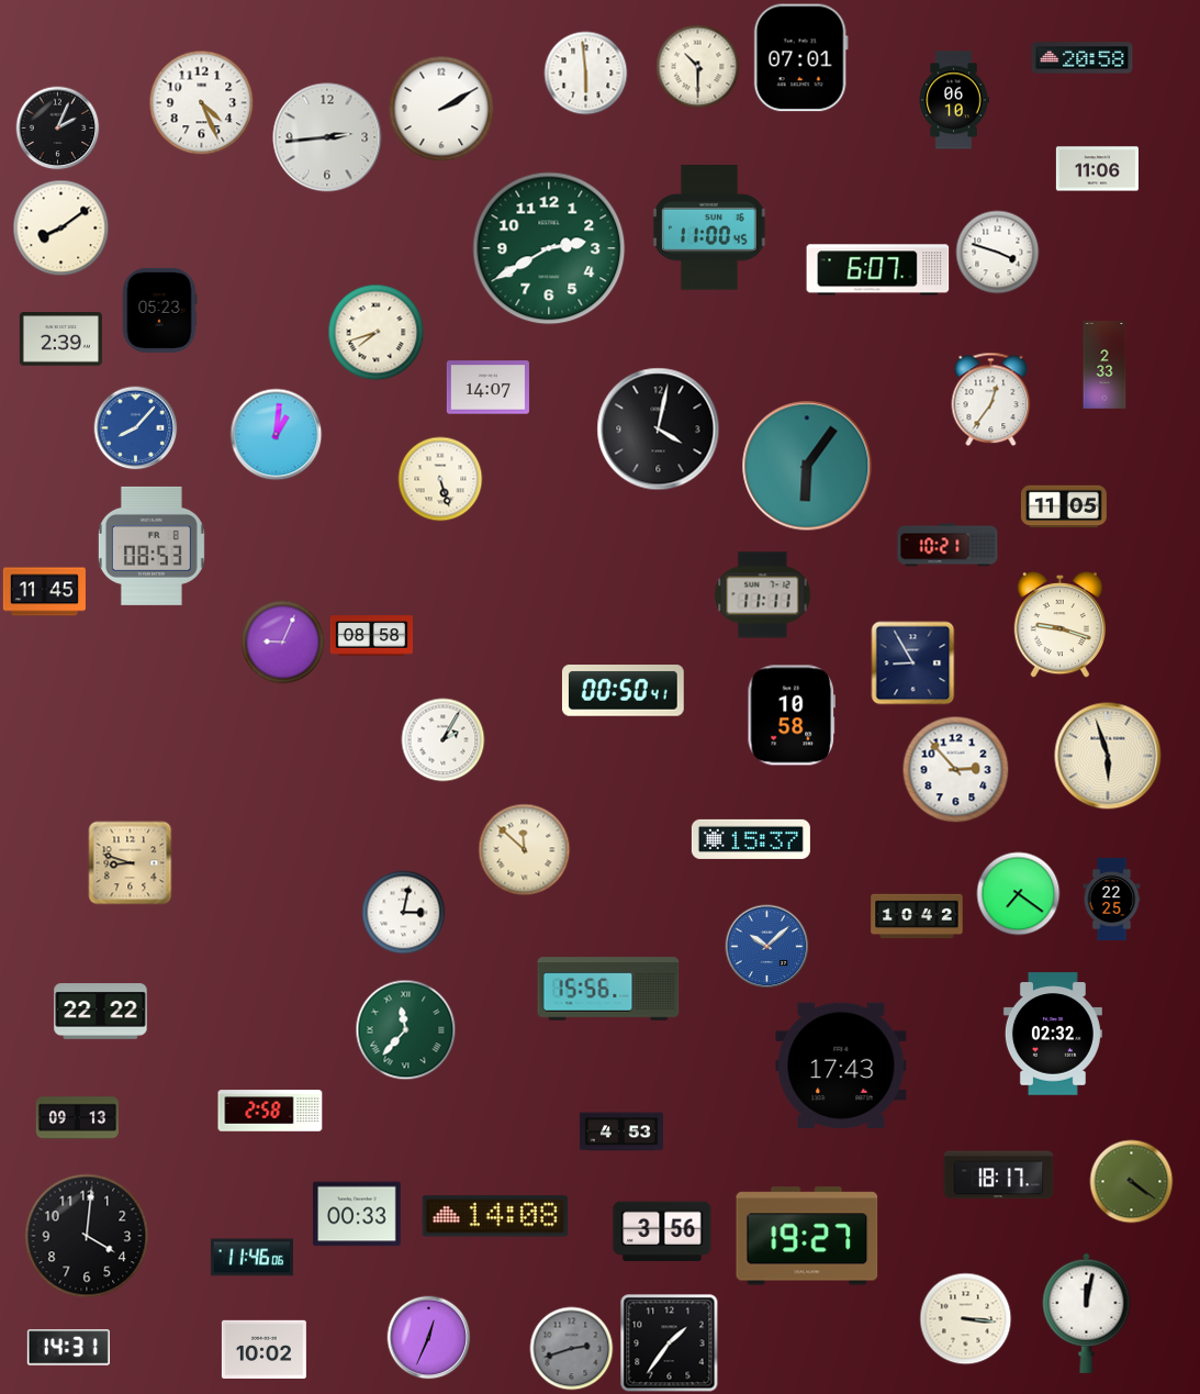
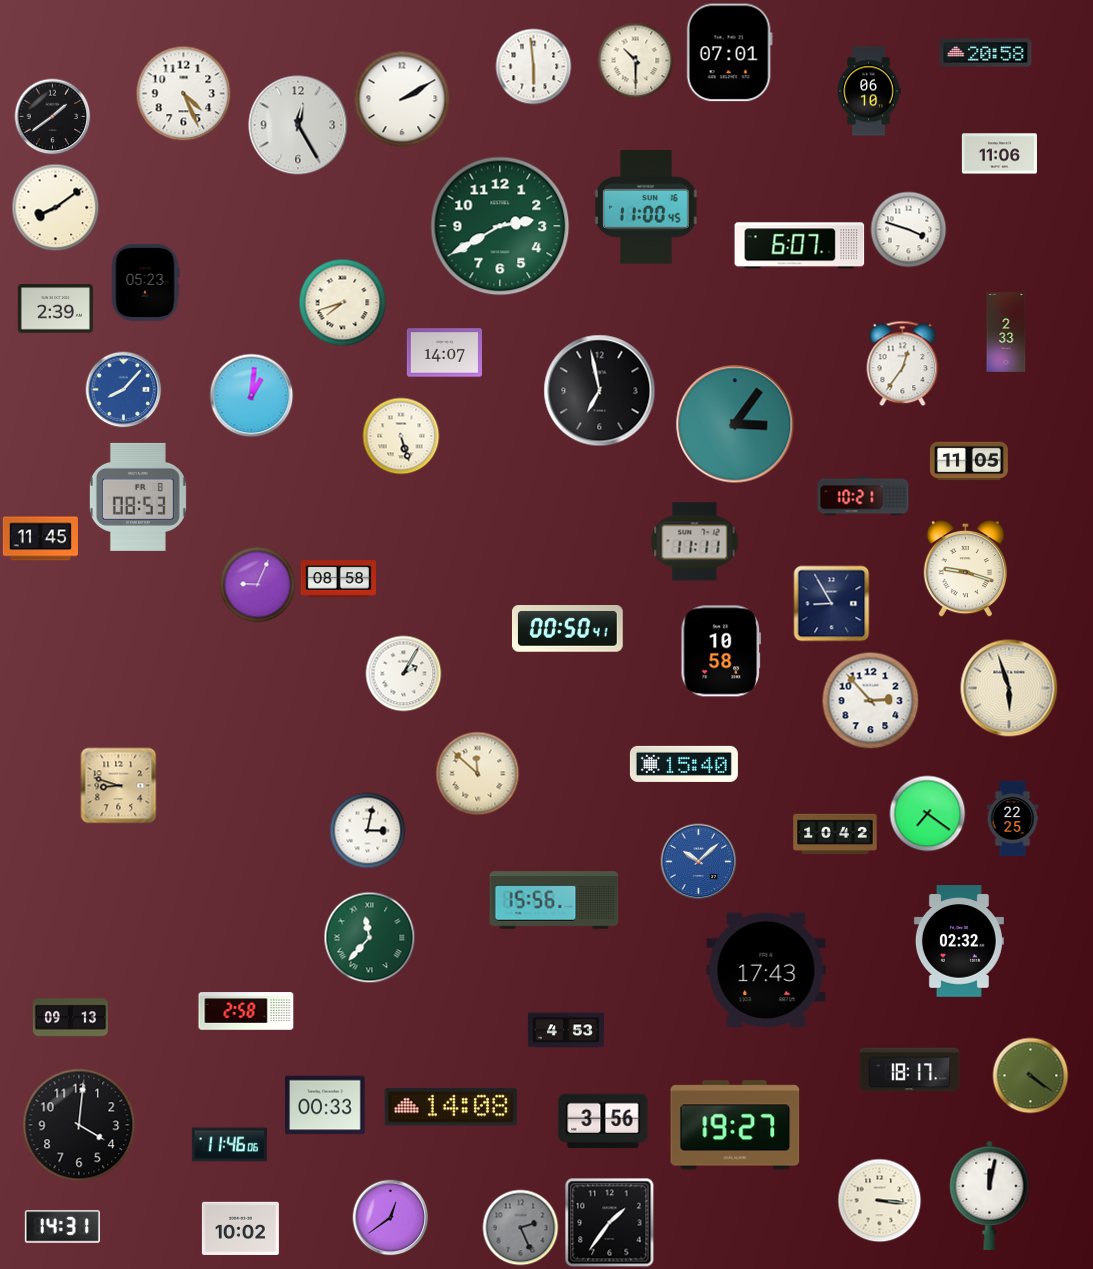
clock at (58, 129): 2:04 -> 1:39
clock at (327, 137): 2:44 -> 12:25
clock at (659, 430): 4:02 -> 6:58
clock at (807, 466): 6:06 -> 3:06
clock at (751, 839): 15:37 -> 15:40
clock at (101, 1012): 22:22 -> none
clock at (429, 1338): 12:34 -> 12:39
clock at (572, 1349): 2:42 -> 2:26
